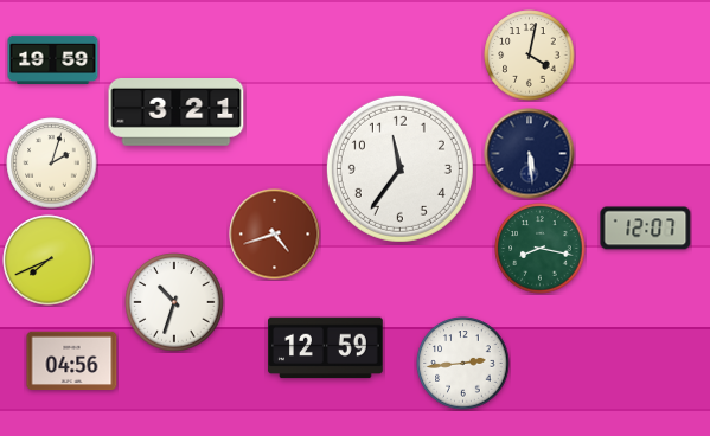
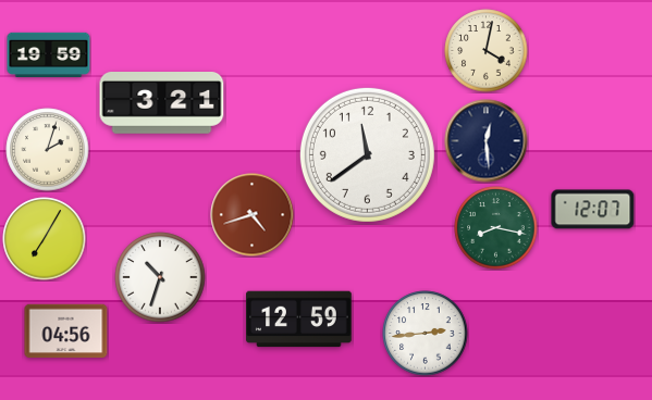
clock at (530, 154): 5:29 -> 12:29
clock at (399, 168): 11:36 -> 11:39
clock at (49, 261): 7:41 -> 7:05
